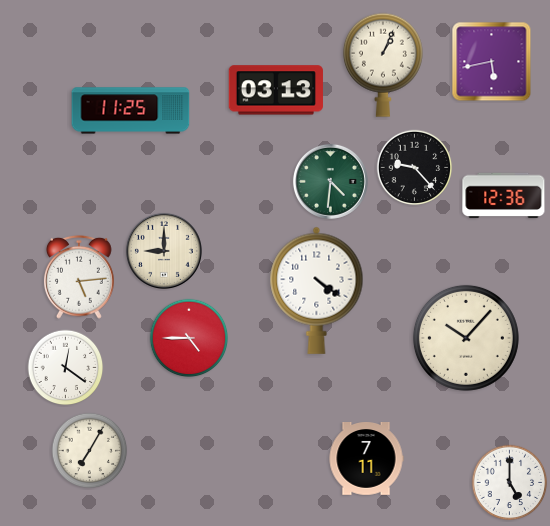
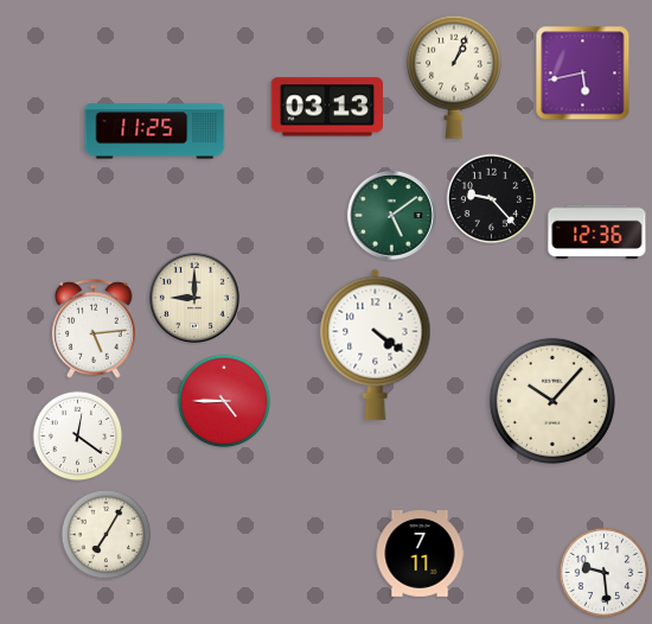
clock at (330, 181): 4:31 -> 5:09
clock at (366, 459) position: (366, 459) -> (420, 554)
clock at (510, 483): 5:00 -> 9:29
